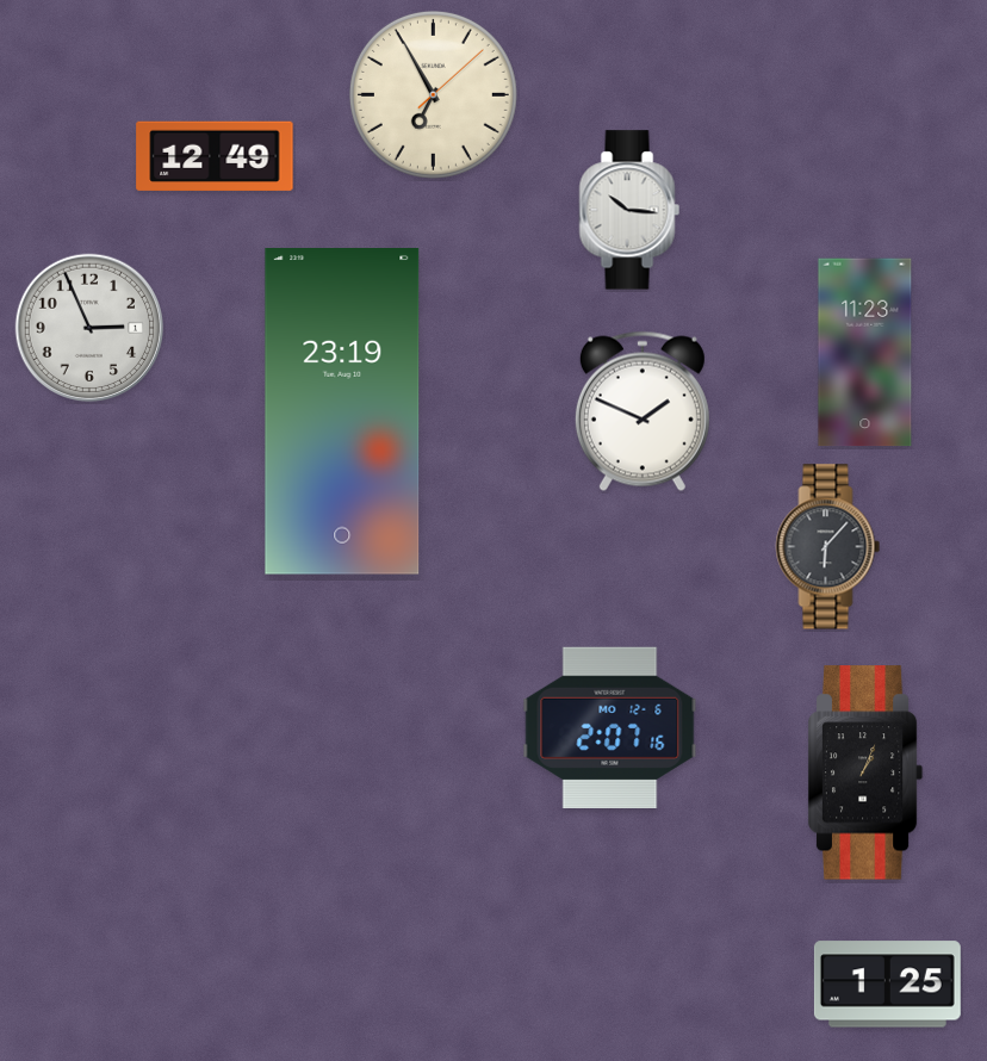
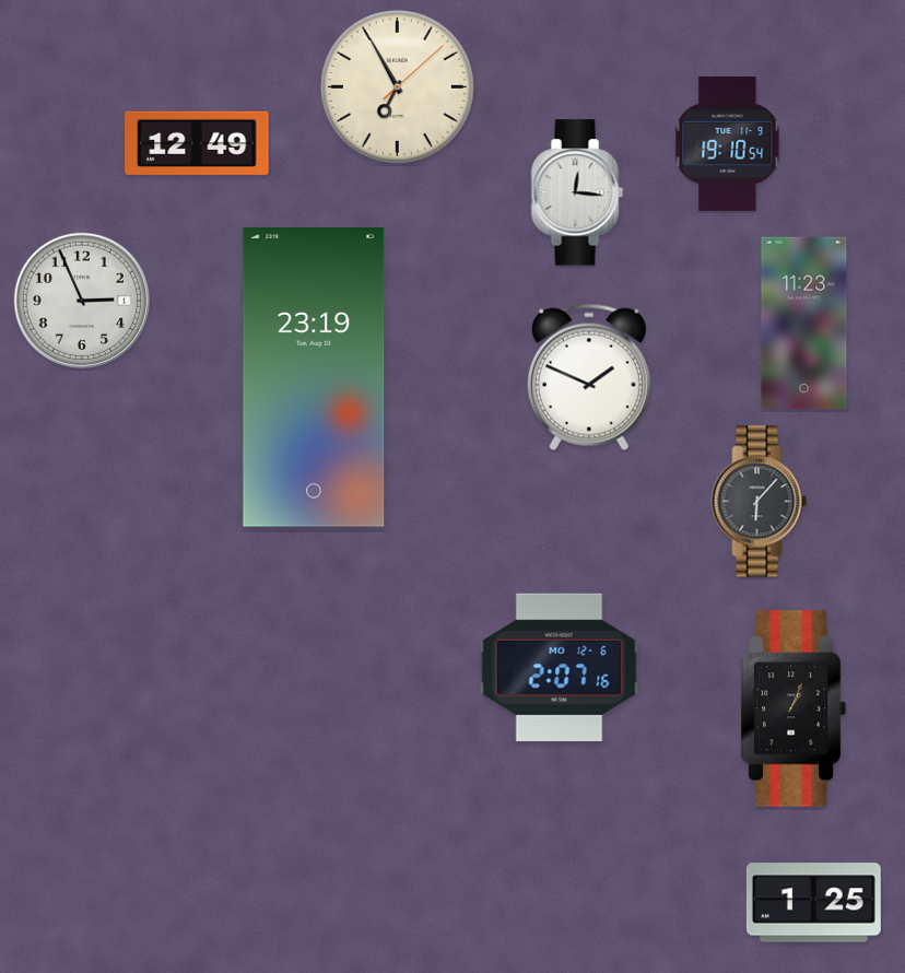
clock at (728, 143): none -> 19:10
clock at (629, 210): 10:16 -> 12:16
clock at (865, 353) position: (865, 353) -> (804, 324)
